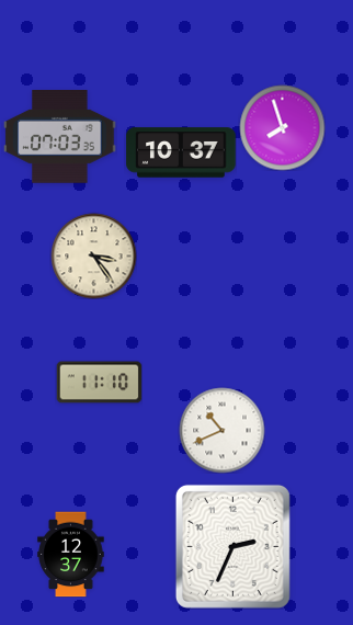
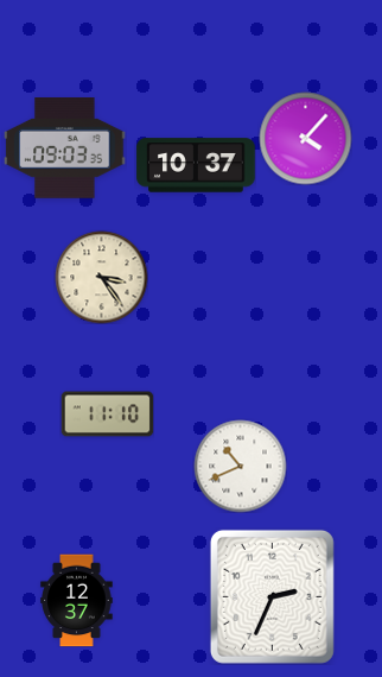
clock at (282, 127): 7:57 -> 4:07
clock at (60, 137): 07:03 -> 09:03
clock at (232, 546) position: (232, 546) -> (272, 596)
